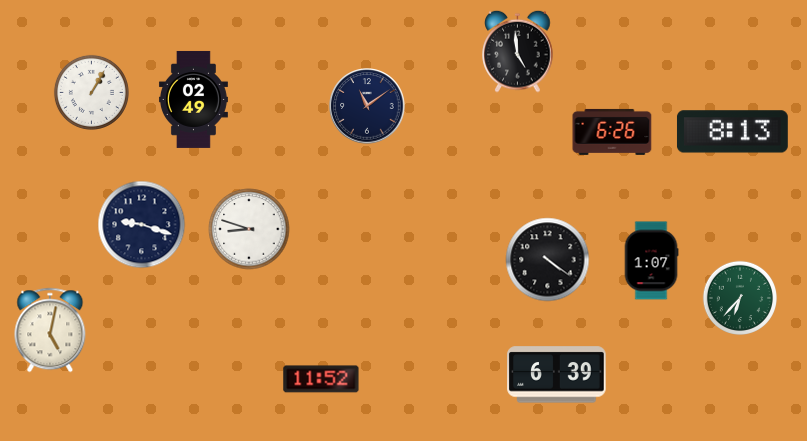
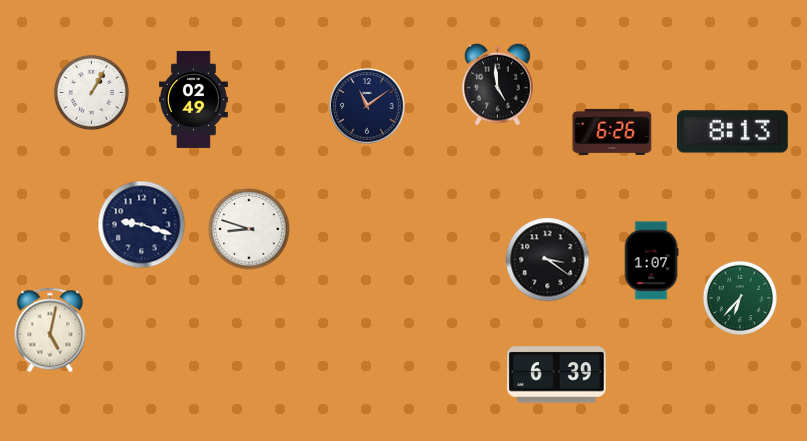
clock at (518, 51) position: (518, 51) -> (498, 84)
clock at (548, 260): 4:21 -> 3:21
clock at (321, 379): 11:52 -> none
